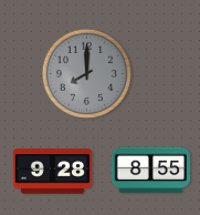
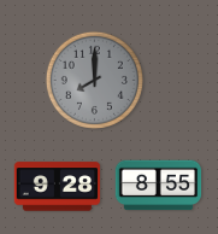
clock at (151, 171) position: (151, 171) -> (159, 186)
